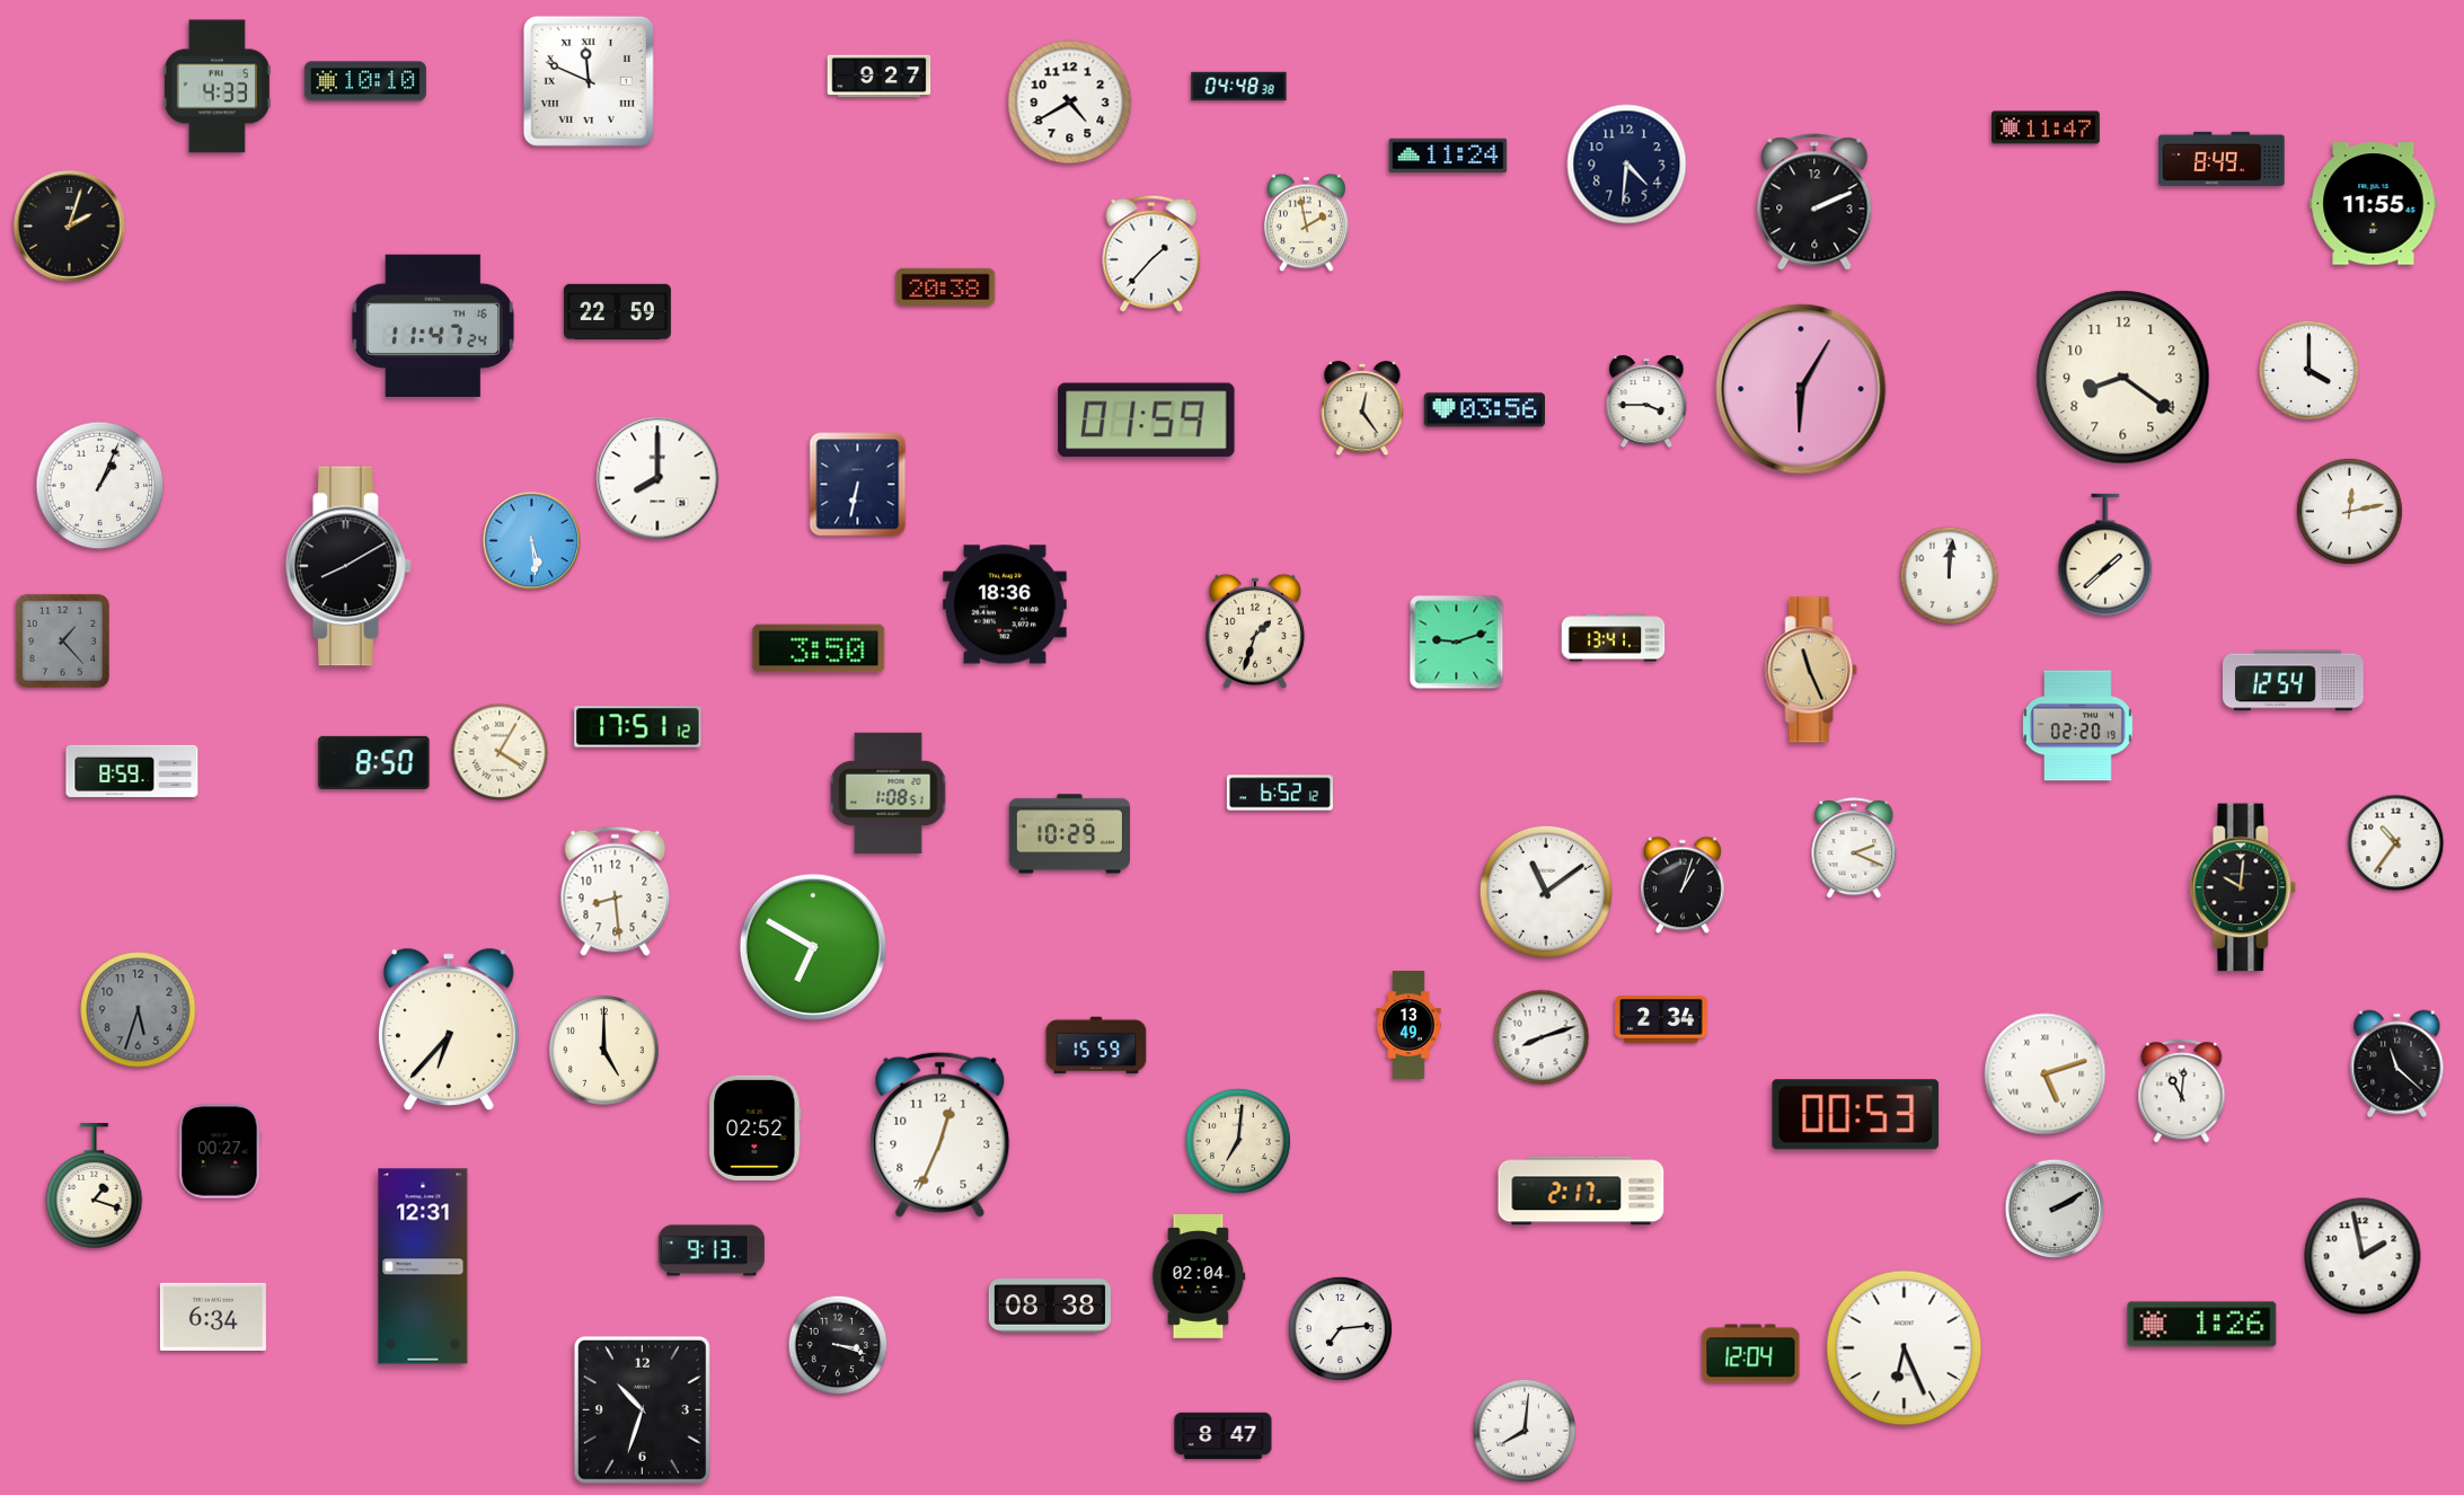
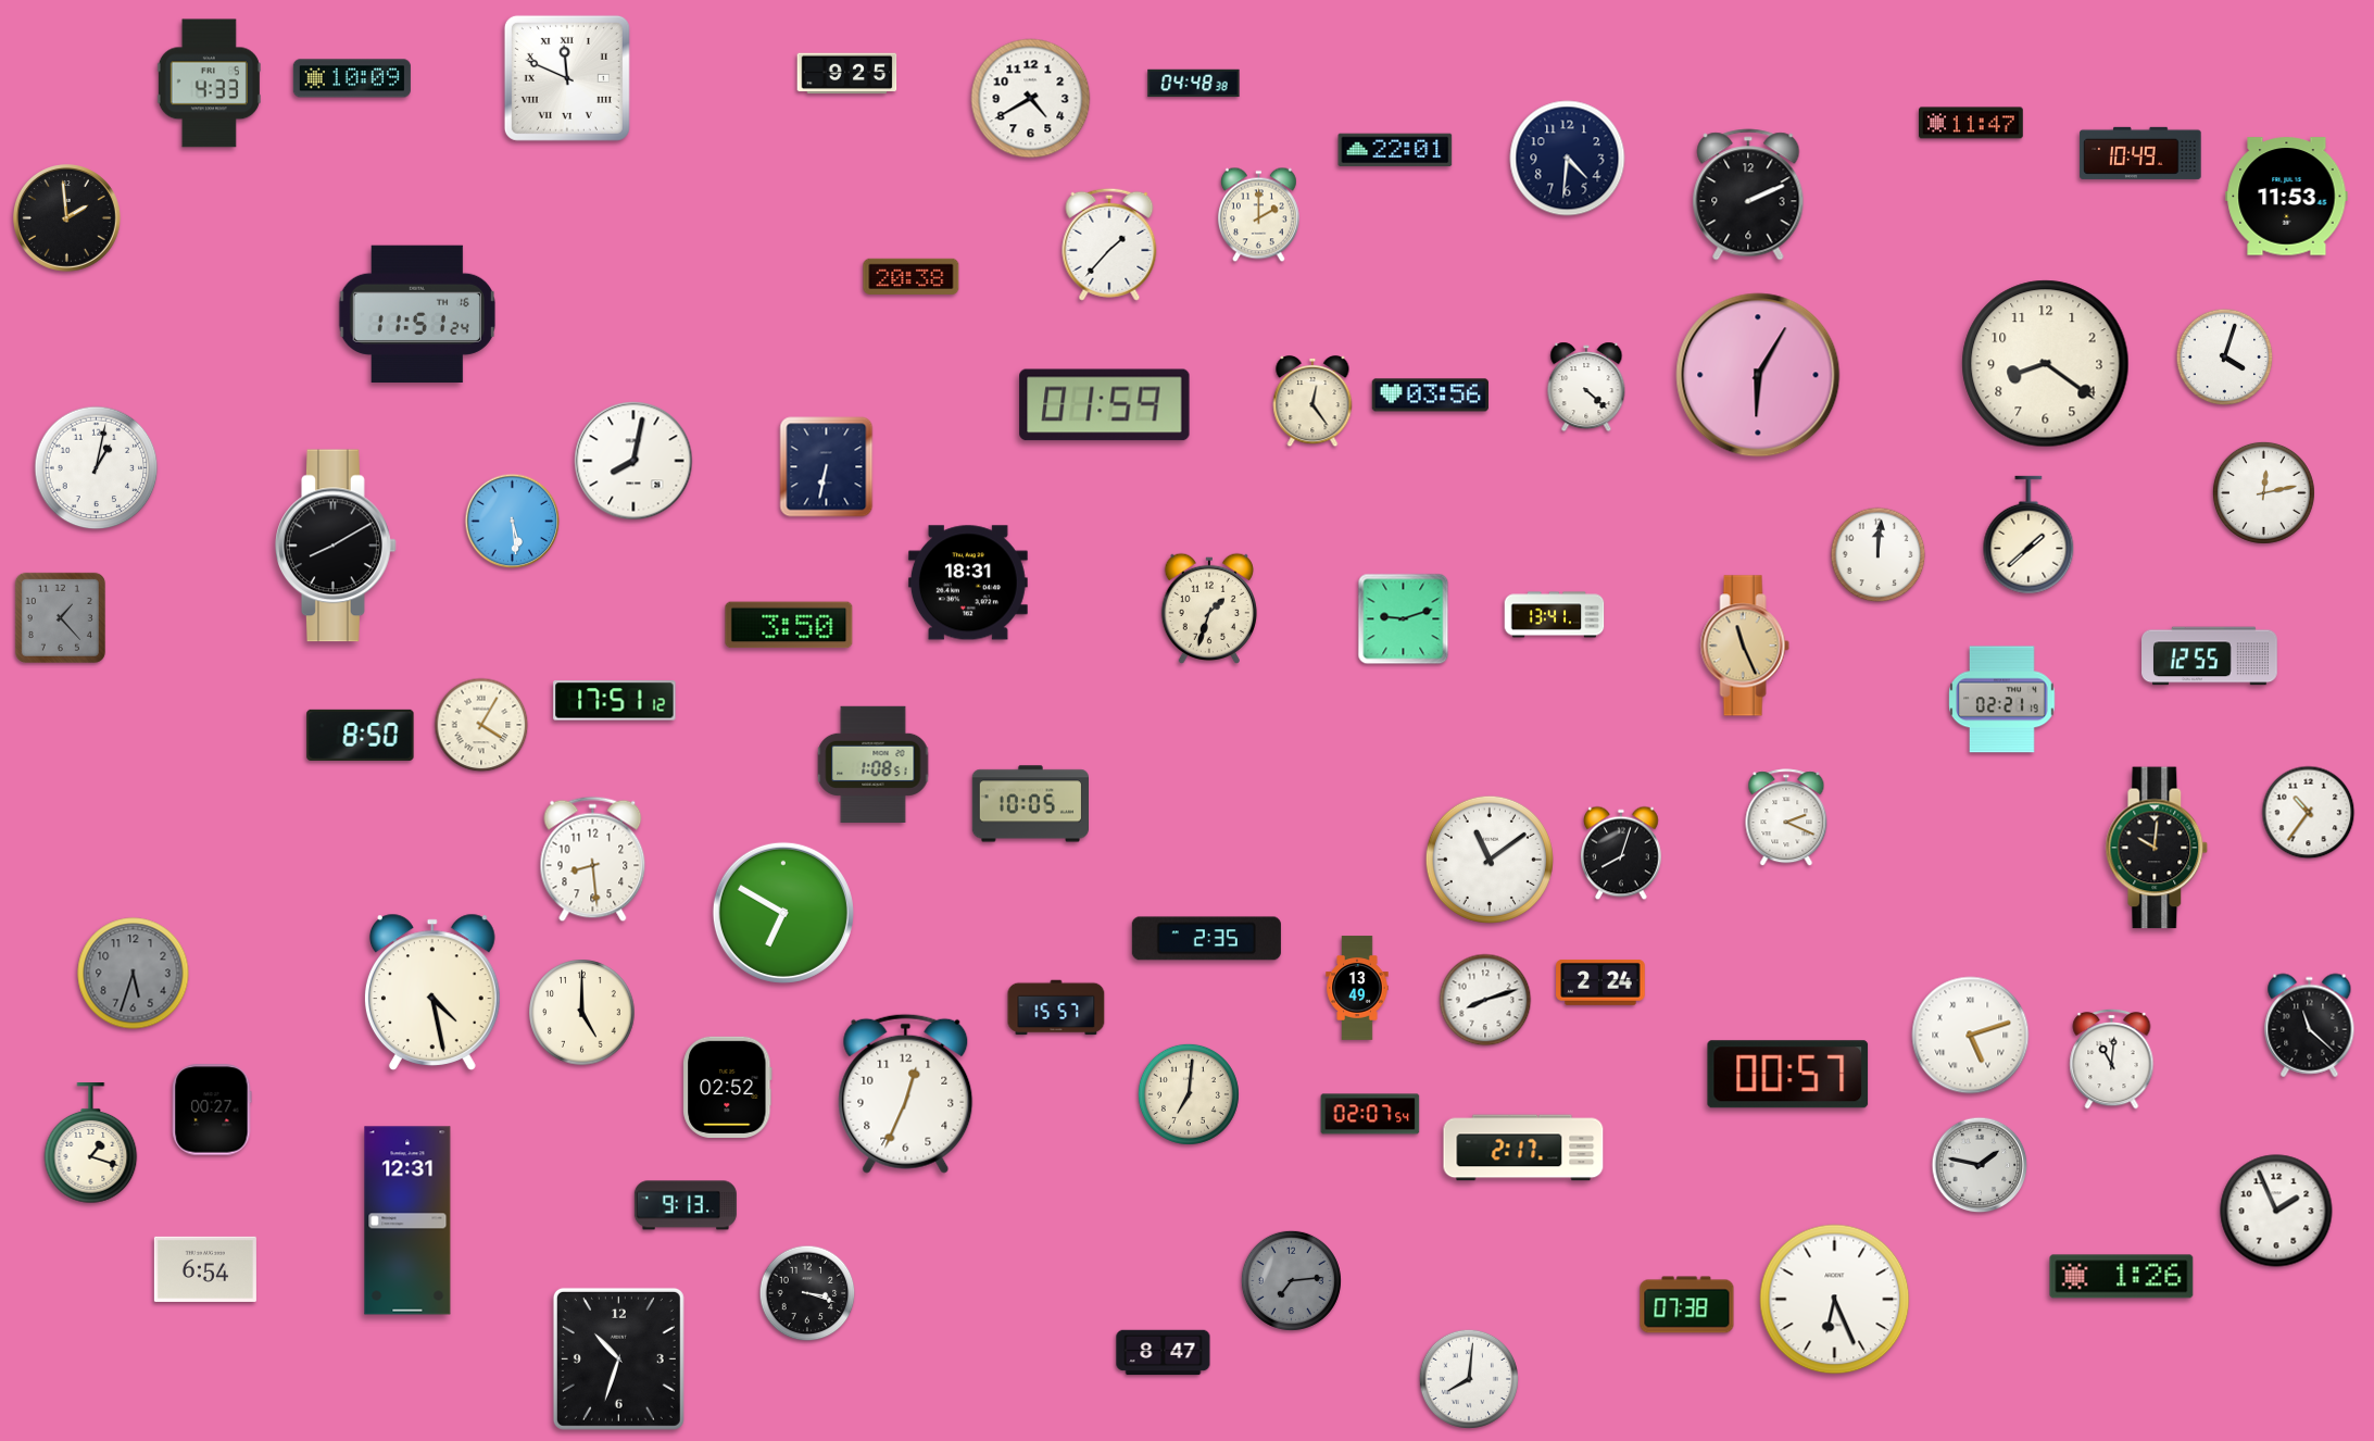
clock at (880, 77): 9:27 -> 9:25
clock at (365, 81): 10:10 -> 10:09
clock at (1448, 156): 11:24 -> 22:01
clock at (2222, 159): 8:49 -> 10:49
clock at (2374, 204): 11:55 -> 11:53
clock at (1306, 223): 1:58 -> 2:00
clock at (70, 227): 2:03 -> 1:59
clock at (617, 312): 22:59 -> none
clock at (433, 325): 11:47 -> 11:51
clock at (2310, 371): 4:00 -> 4:03
clock at (1801, 389) position: (1801, 389) -> (1758, 375)
clock at (1646, 401): 3:45 -> 4:22
clock at (1362, 408) position: (1362, 408) -> (1312, 401)
clock at (657, 478): 8:00 -> 8:02
clock at (100, 486): 1:04 -> 1:02
clock at (1005, 604): 18:36 -> 18:31
clock at (2294, 681): 12:54 -> 12:55
clock at (2078, 726): 02:20 -> 02:21
clock at (132, 771): 8:59 -> none
clock at (889, 793) position: (889, 793) -> (874, 764)
clock at (1280, 793): 6:52 -> none
clock at (1069, 834): 10:29 -> 10:05
clock at (1684, 885): 1:03 -> 8:03
clock at (2243, 887) position: (2243, 887) -> (2157, 848)
clock at (1206, 939): none -> 2:35
clock at (1661, 1019): 2:34 -> 2:24
clock at (449, 1029): 6:37 -> 4:28
clock at (1096, 1045): 15:59 -> 15:57
clock at (2182, 1090) position: (2182, 1090) -> (2112, 1058)
clock at (1856, 1115): 00:53 -> 00:57
clock at (1238, 1141) position: (1238, 1141) -> (1189, 1094)
clock at (1370, 1114): none -> 02:07
clock at (2055, 1209): 2:10 -> 1:47
clock at (2363, 1256): 1:58 -> 1:56
clock at (1199, 1276): 02:04 -> none
clock at (1050, 1306): 08:38 -> none
clock at (213, 1317): 6:34 -> 6:54
clock at (1340, 1328) dial: white -> grey
clock at (838, 1345) position: (838, 1345) -> (807, 1293)
clock at (1751, 1354): 12:04 -> 07:38
clock at (1224, 1436) position: (1224, 1436) -> (1164, 1353)
